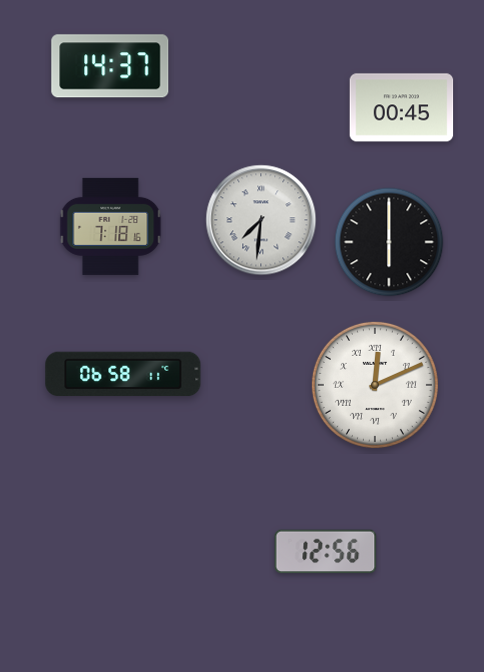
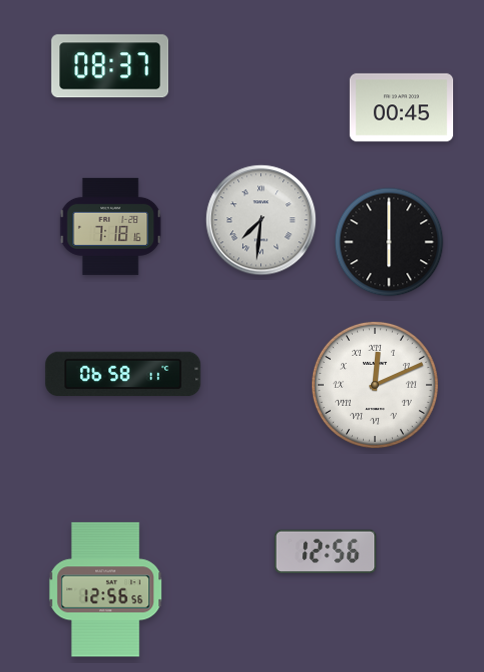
clock at (110, 66): 14:37 -> 08:37
clock at (106, 590): none -> 12:56
